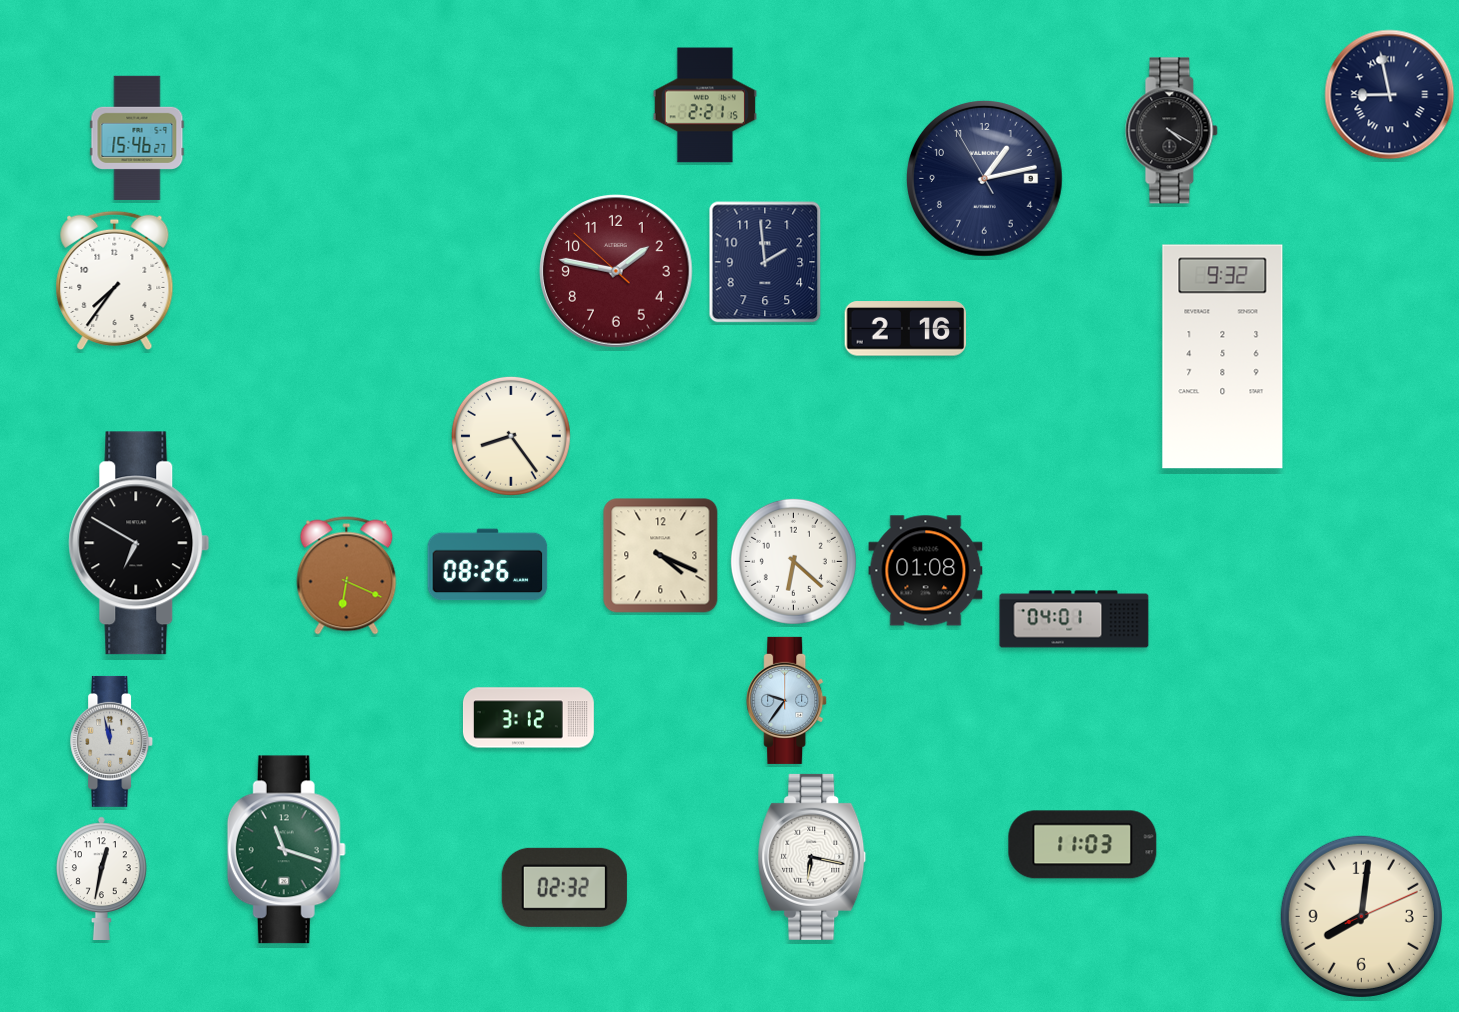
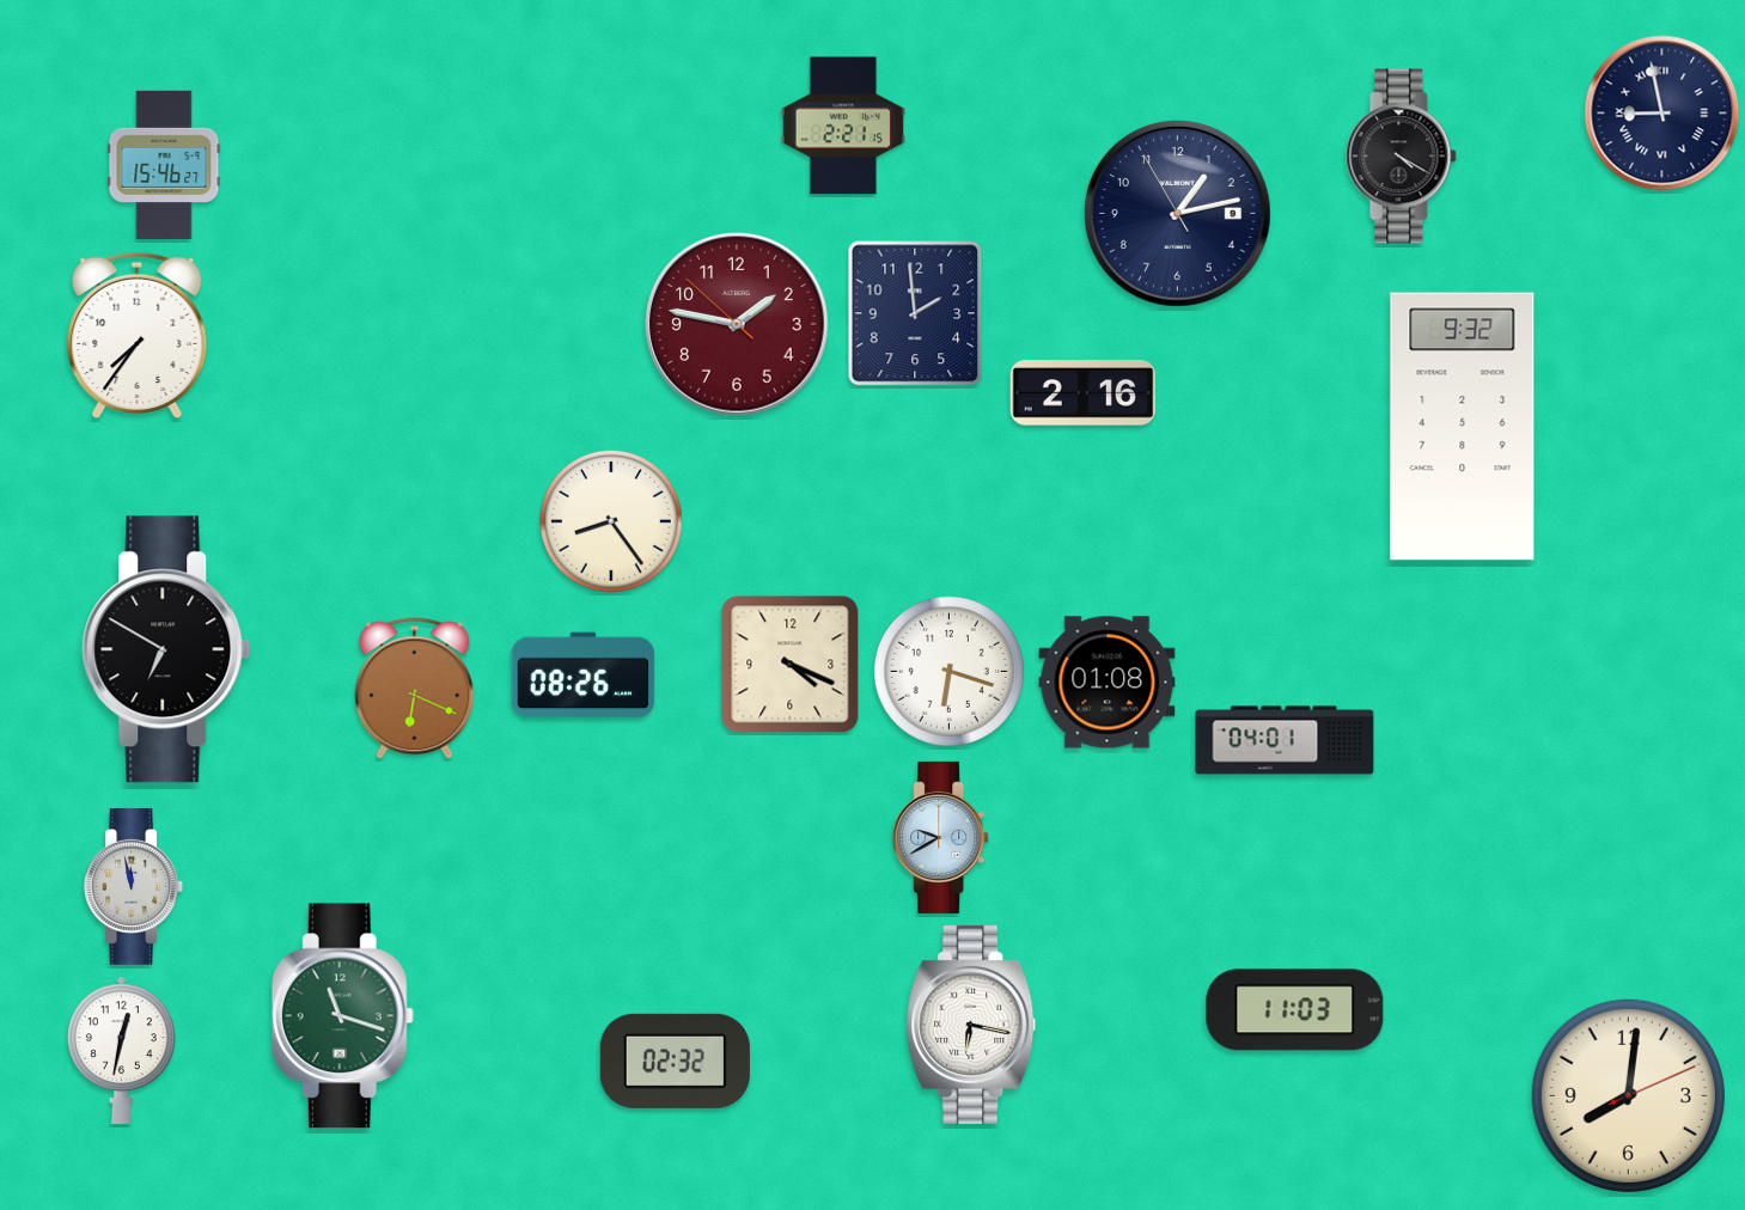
clock at (793, 561): 6:22 -> 6:18
clock at (787, 700): 9:36 -> 9:40
clock at (528, 718): 3:12 -> none
